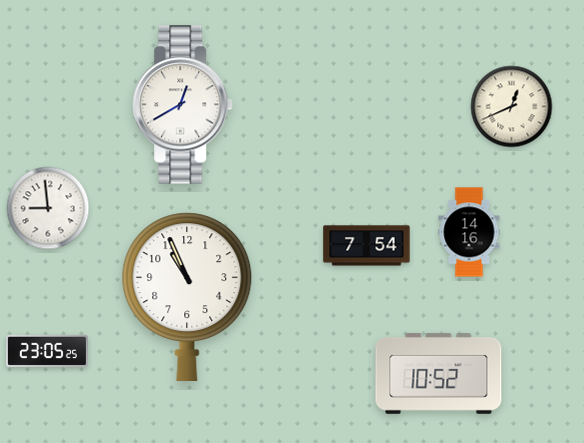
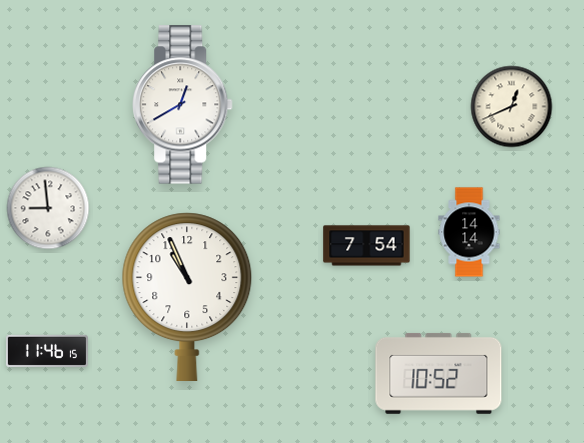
clock at (469, 232): 14:16 -> 14:14
clock at (47, 350): 23:05 -> 11:46
